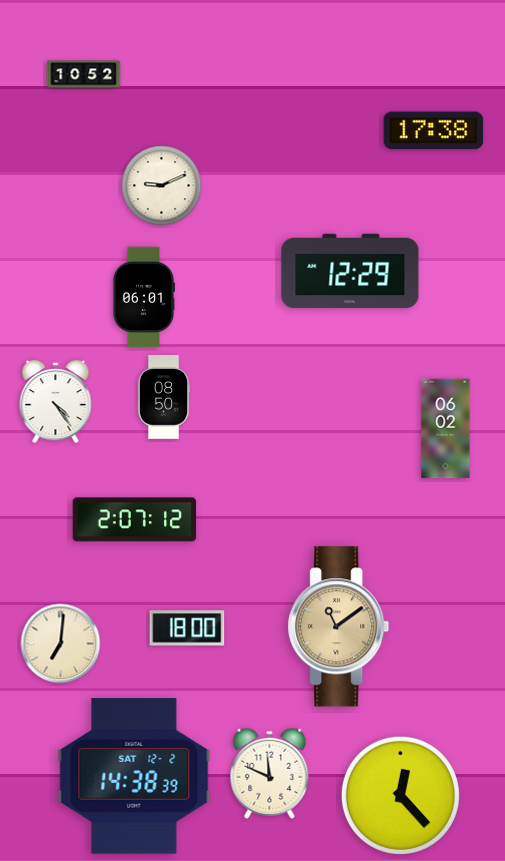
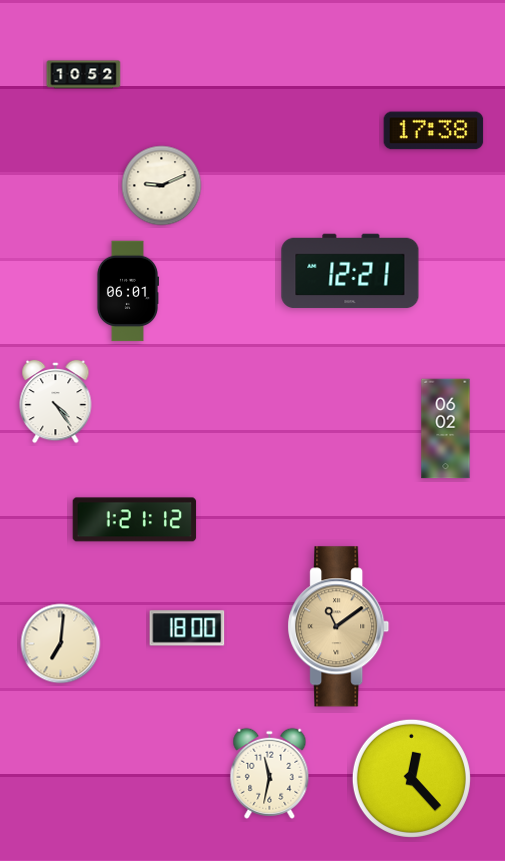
clock at (350, 271): 12:29 -> 12:21
clock at (143, 297) position: (143, 297) -> (127, 291)
clock at (164, 397): 08:50 -> none
clock at (135, 520): 2:07 -> 1:21
clock at (270, 773): 11:49 -> 11:32
clock at (134, 776): 14:38 -> none
clock at (400, 795) position: (400, 795) -> (411, 778)
